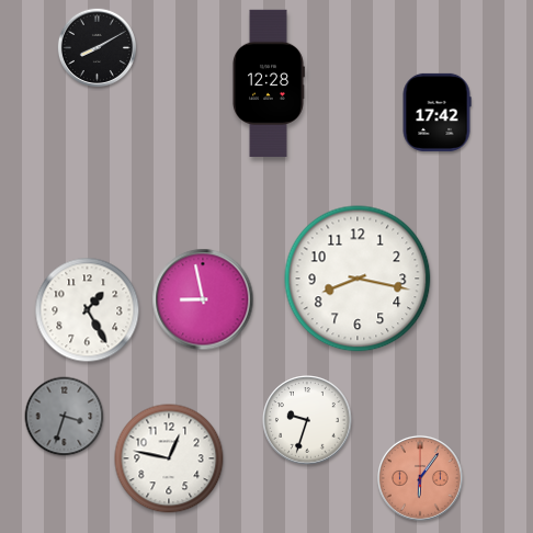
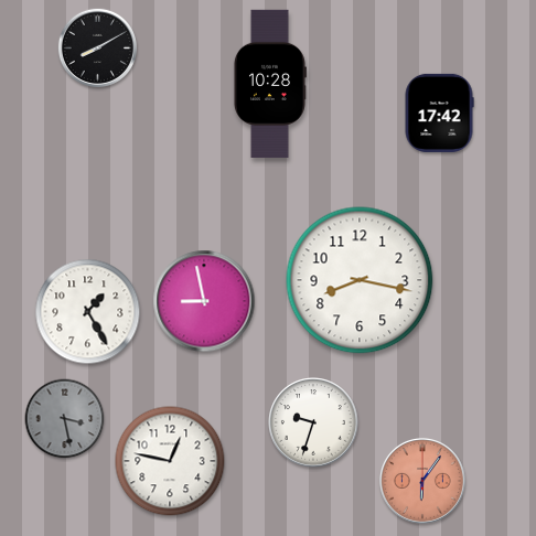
clock at (268, 82): 12:28 -> 10:28
clock at (65, 417): 3:33 -> 3:28
clock at (307, 420) position: (307, 420) -> (313, 422)
